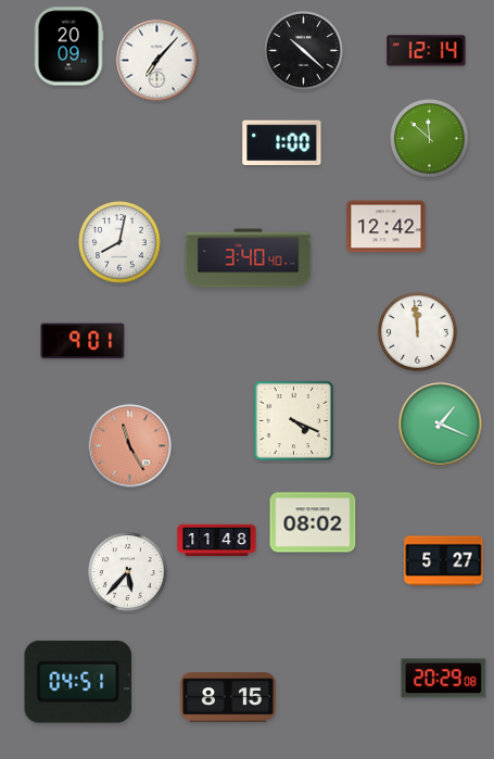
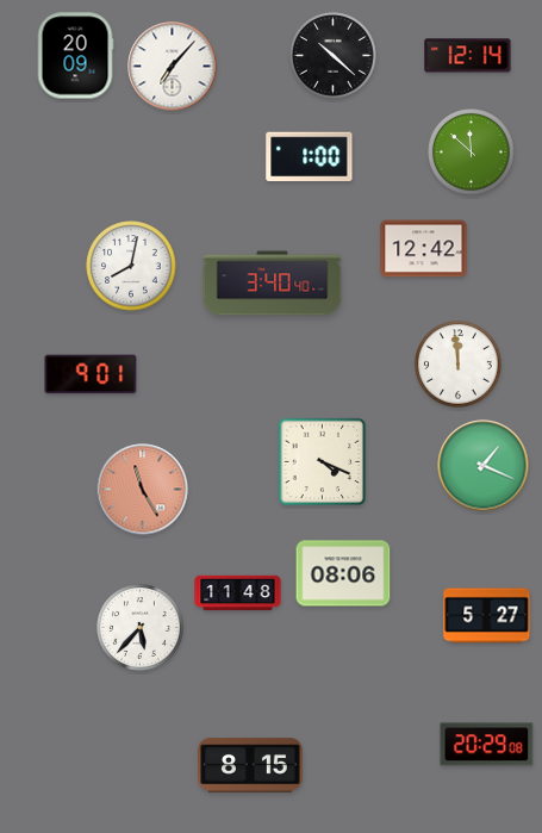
clock at (68, 47) position: (68, 47) -> (75, 56)
clock at (313, 522): 08:02 -> 08:06
clock at (78, 682): 04:51 -> none
